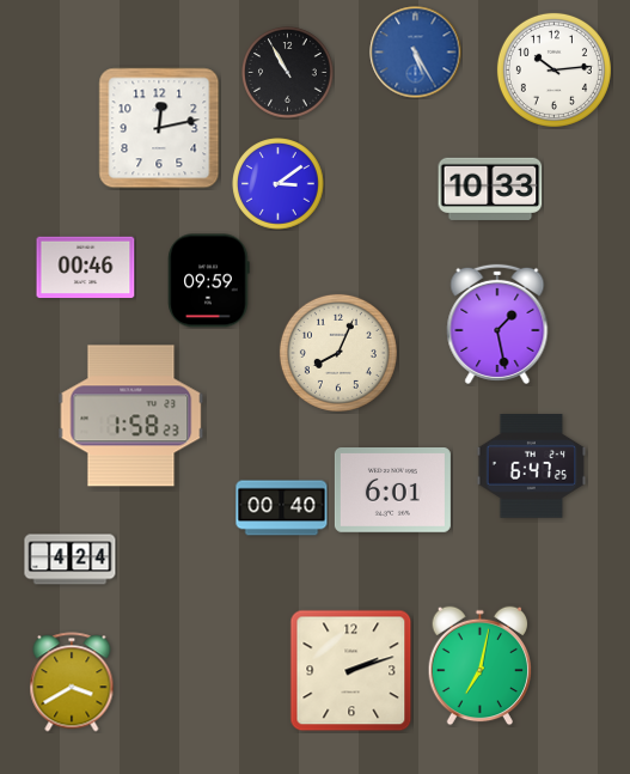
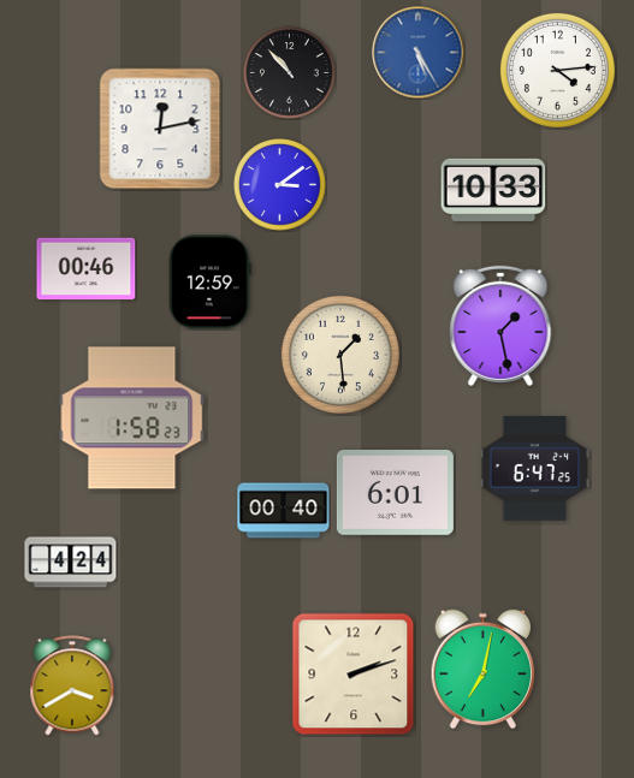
clock at (553, 69): 10:14 -> 4:14
clock at (288, 73): 10:55 -> 10:53
clock at (209, 281): 09:59 -> 12:59
clock at (338, 353): 8:04 -> 1:29
